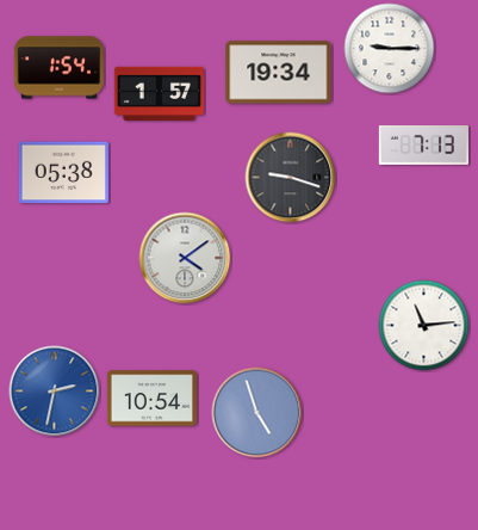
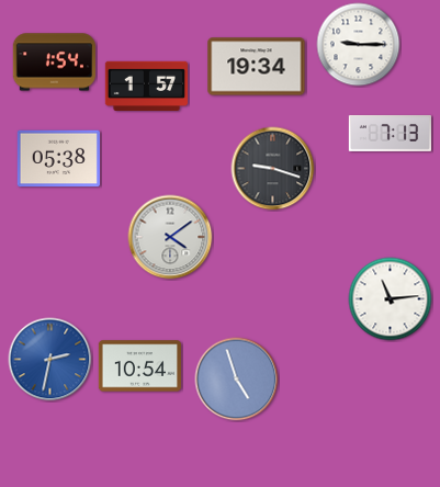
clock at (291, 178) position: (291, 178) -> (273, 169)
